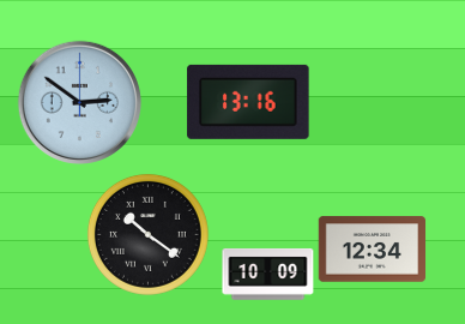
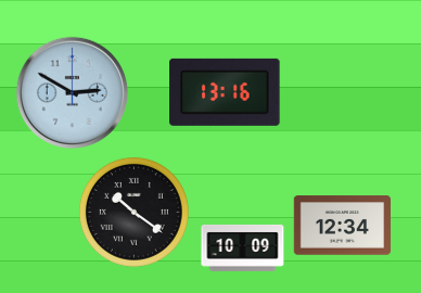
clock at (79, 102): 2:51 -> 2:50
clock at (373, 250) position: (373, 250) -> (343, 226)
